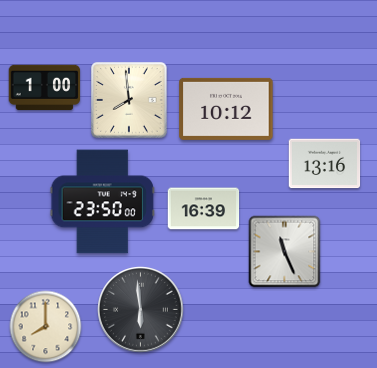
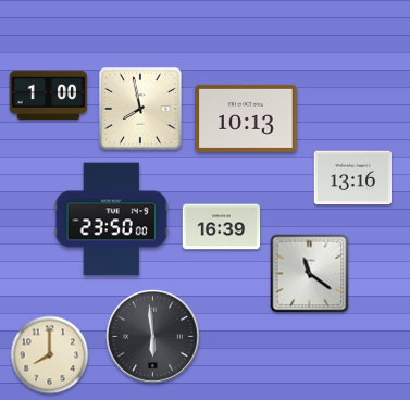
clock at (129, 100): 7:59 -> 7:58
clock at (226, 109): 10:12 -> 10:13
clock at (285, 252): 11:26 -> 11:21
